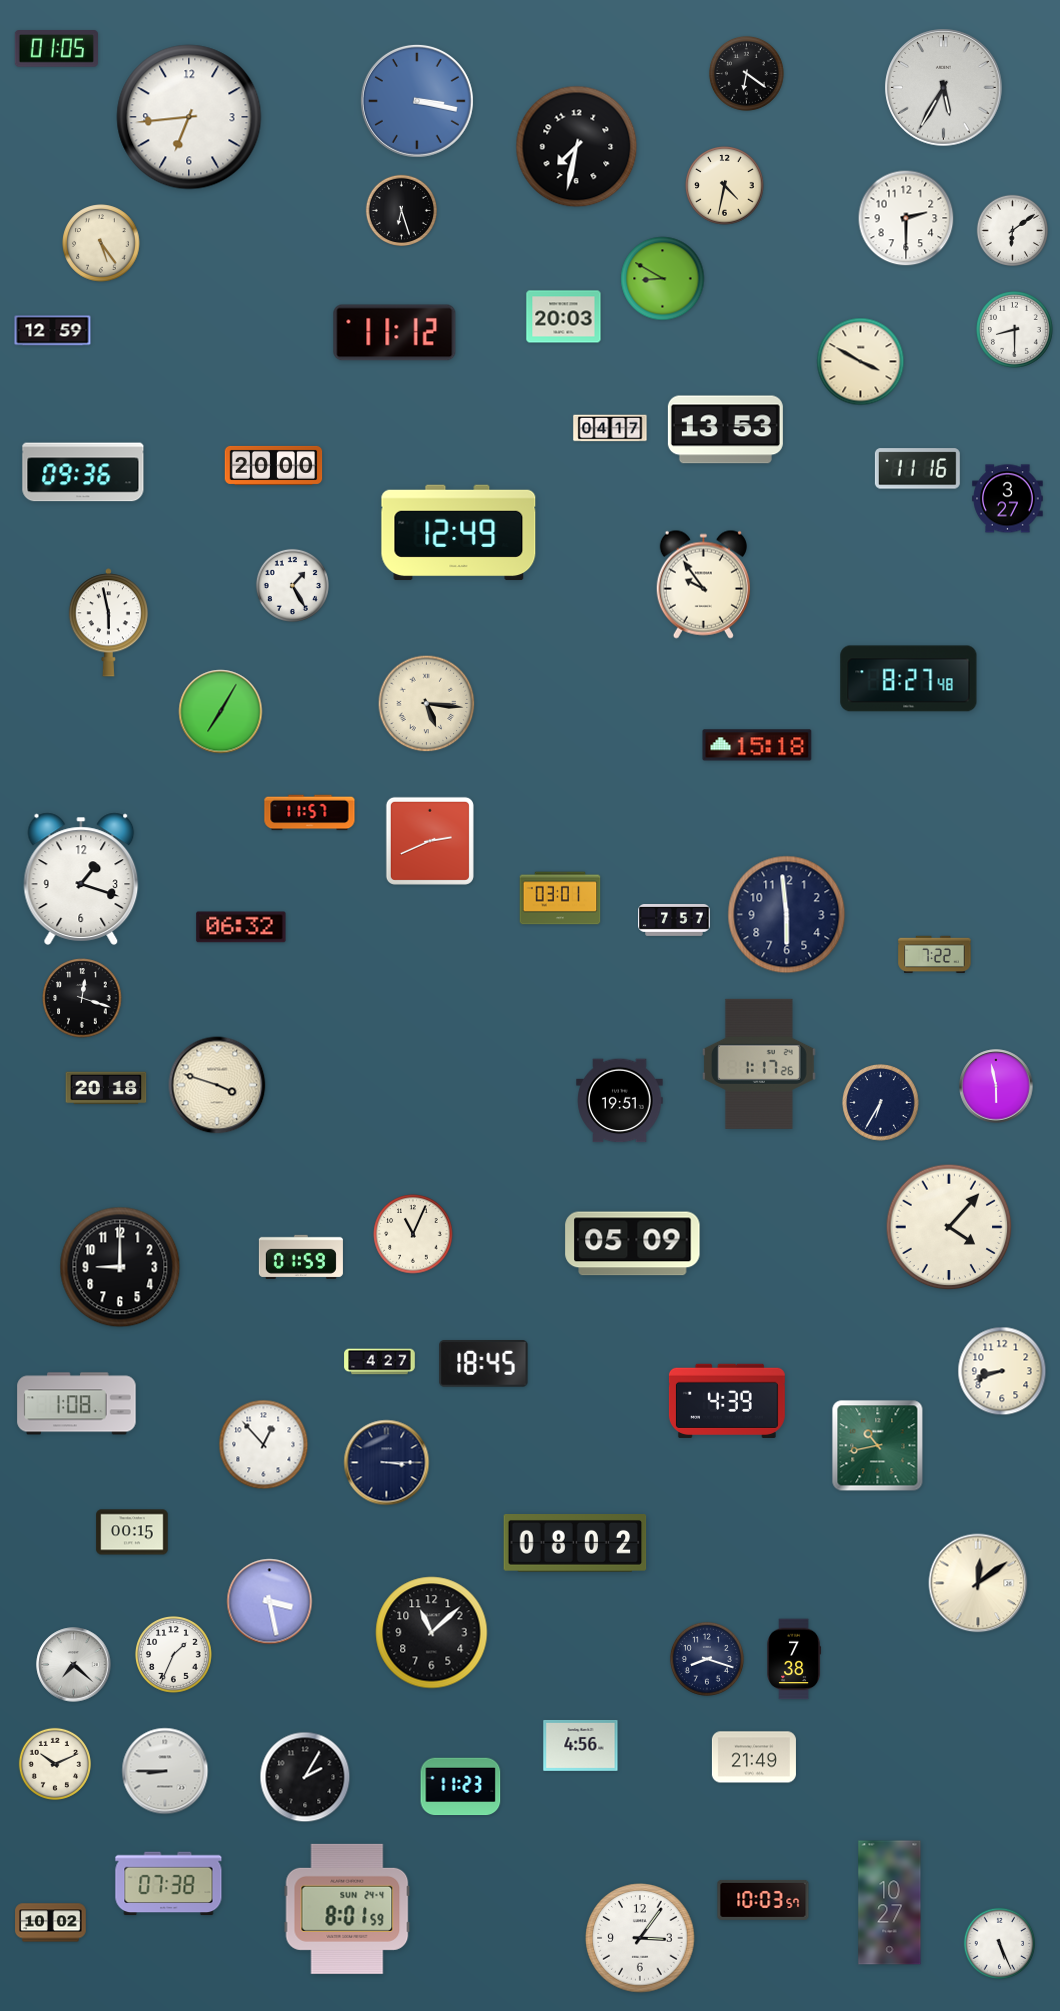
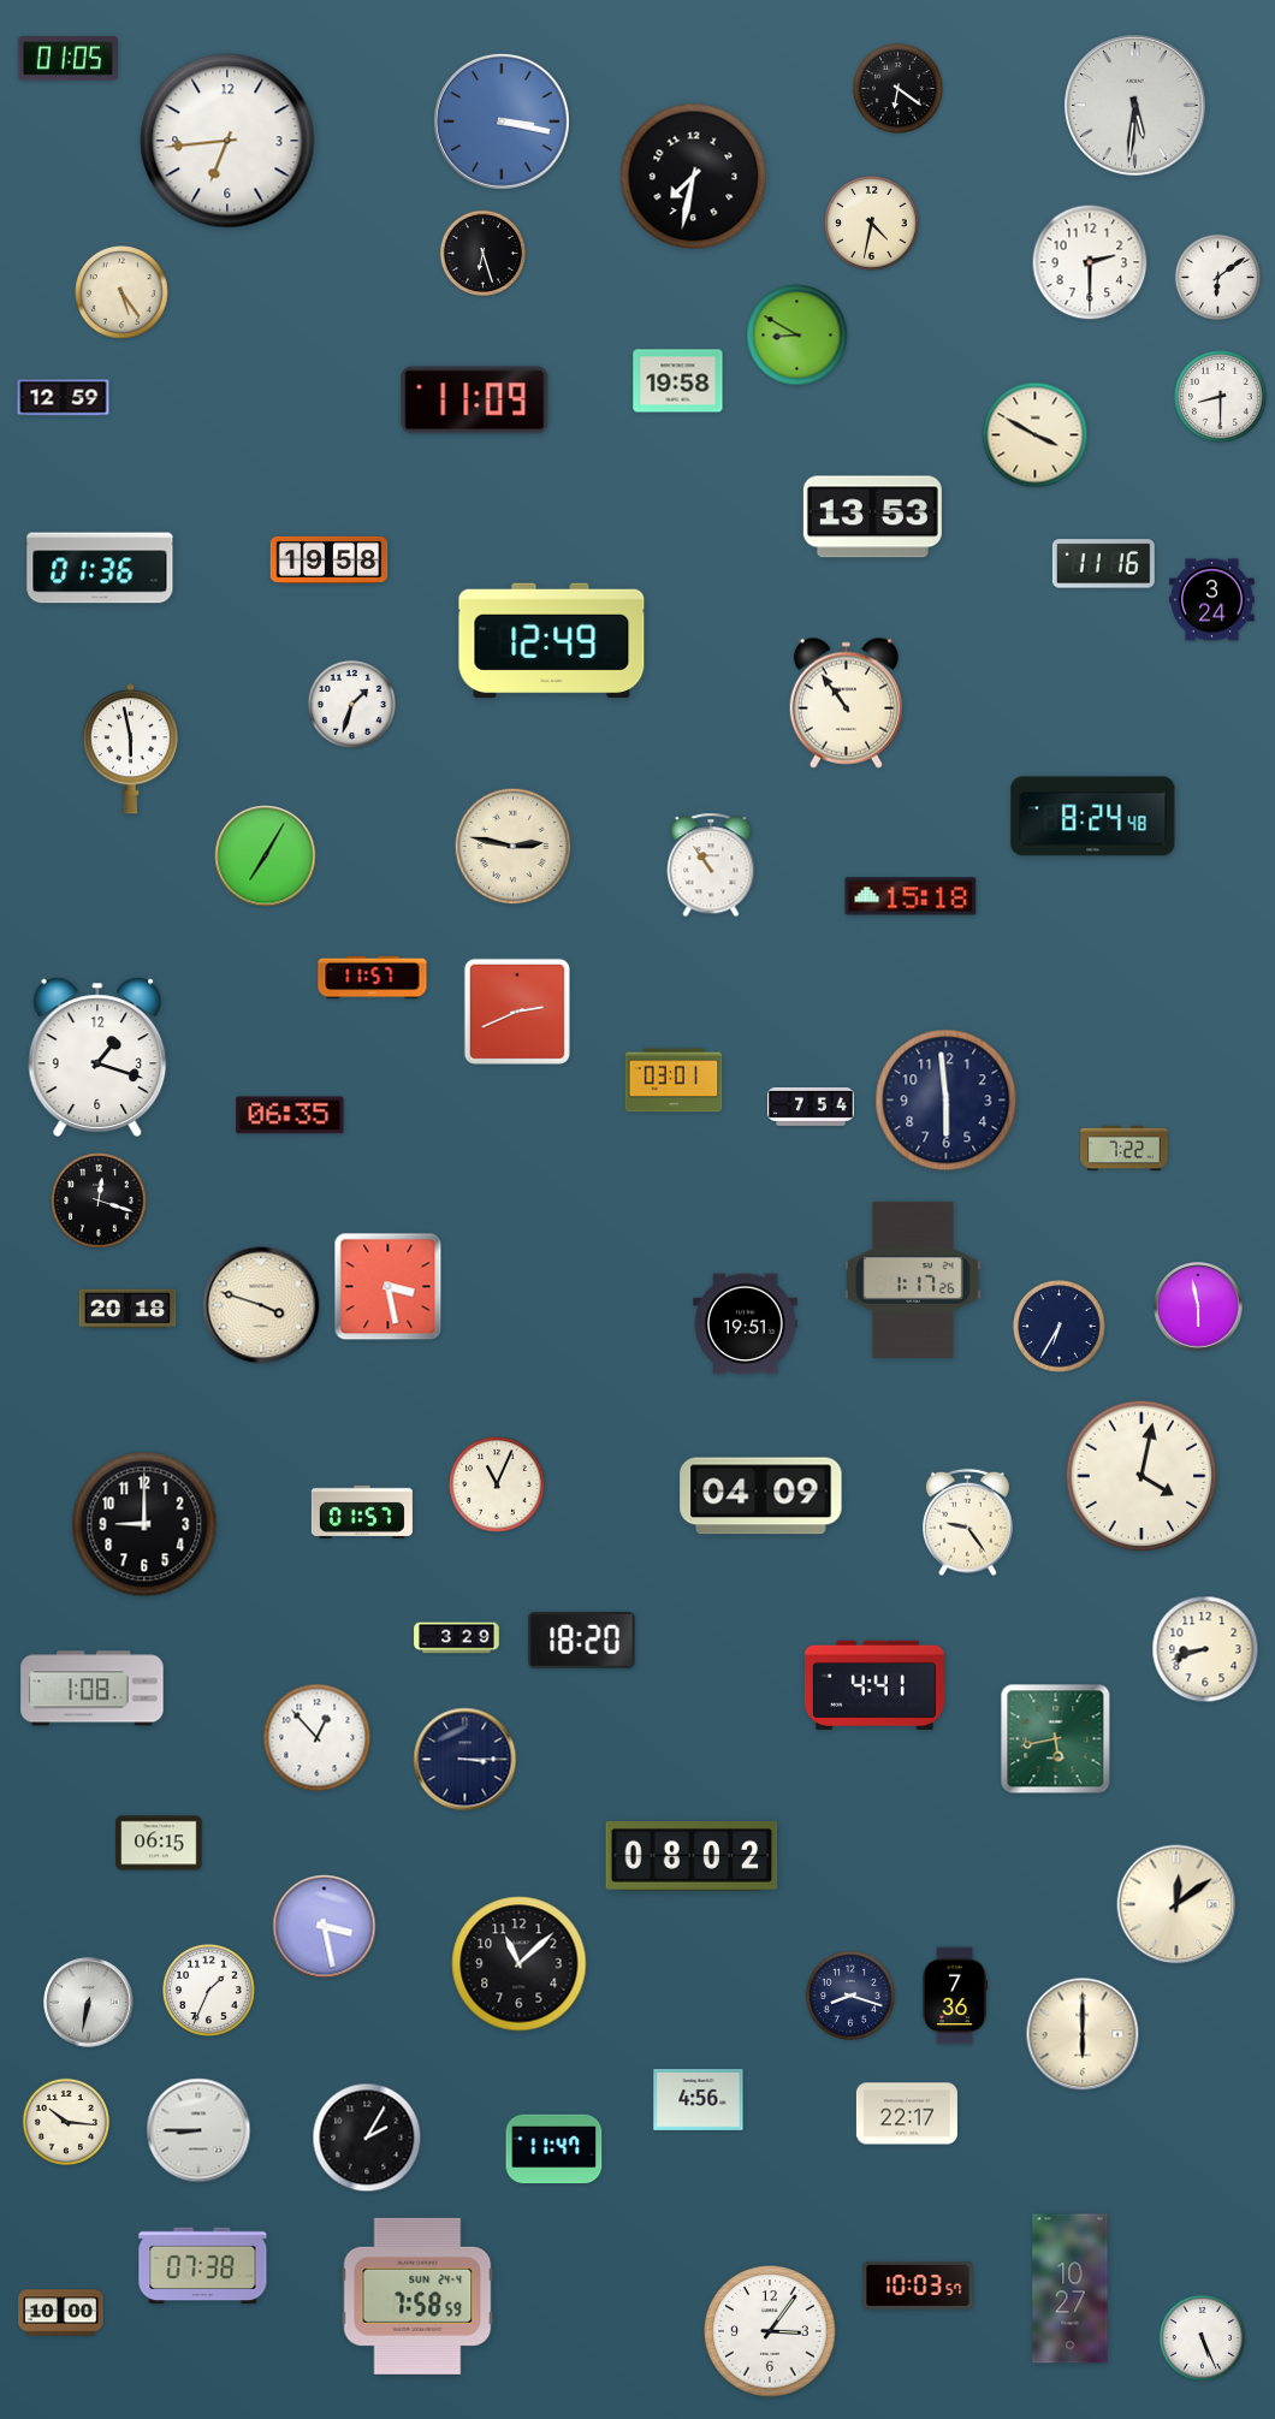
clock at (944, 88): 5:35 -> 5:31
clock at (564, 317): 20:03 -> 19:58
clock at (395, 333): 11:12 -> 11:09
clock at (610, 428): 04:17 -> none
clock at (274, 465): 20:00 -> 19:58
clock at (83, 472): 09:36 -> 01:36
clock at (1008, 499): 3:27 -> 3:24
clock at (703, 584): 9:54 -> 10:54
clock at (292, 585): 1:25 -> 1:33
clock at (909, 679): 8:27 -> 8:24
clock at (427, 704): 5:16 -> 2:47
clock at (711, 865): none -> 10:54
clock at (674, 921): 7:57 -> 7:54
clock at (241, 927): 06:32 -> 06:35
clock at (389, 1287): none -> 3:28
clock at (949, 1227): 4:07 -> 4:02
clock at (633, 1244): 05:09 -> 04:09
clock at (301, 1257): 01:59 -> 01:57
clock at (968, 1523): none -> 9:24
clock at (380, 1362): 4:27 -> 3:29
clock at (484, 1364): 18:45 -> 18:20
clock at (727, 1401): 4:39 -> 4:41
clock at (878, 1446): 10:43 -> 5:43
clock at (132, 1532): 00:15 -> 06:15
clock at (794, 1659): 7:38 -> 7:36
clock at (74, 1665): 7:22 -> 6:32
clock at (1083, 2034): none -> 6:00
clock at (754, 1757): 21:49 -> 22:17
clock at (55, 1764): 10:11 -> 10:16
clock at (461, 1787): 11:23 -> 11:47
clock at (347, 1909): 8:01 -> 7:58
clock at (51, 1923): 10:02 -> 10:00
